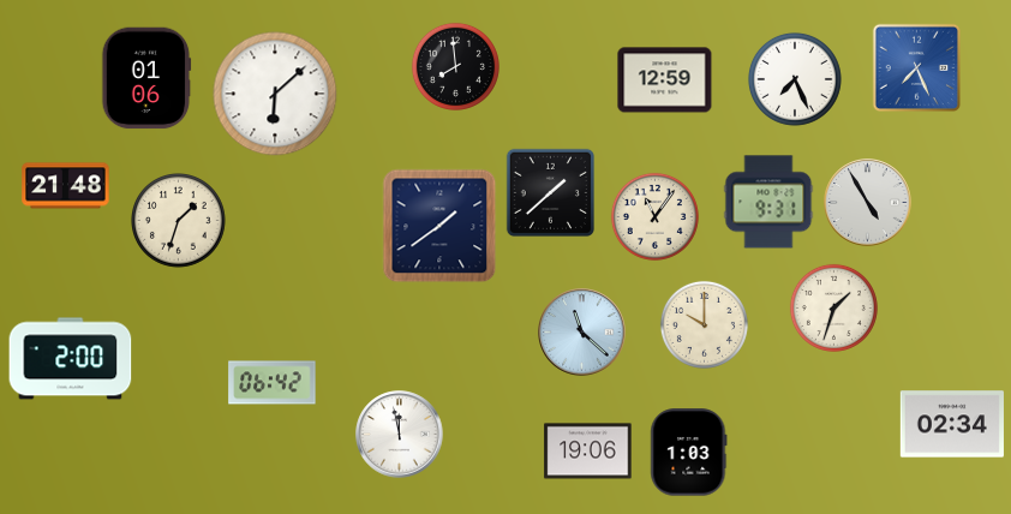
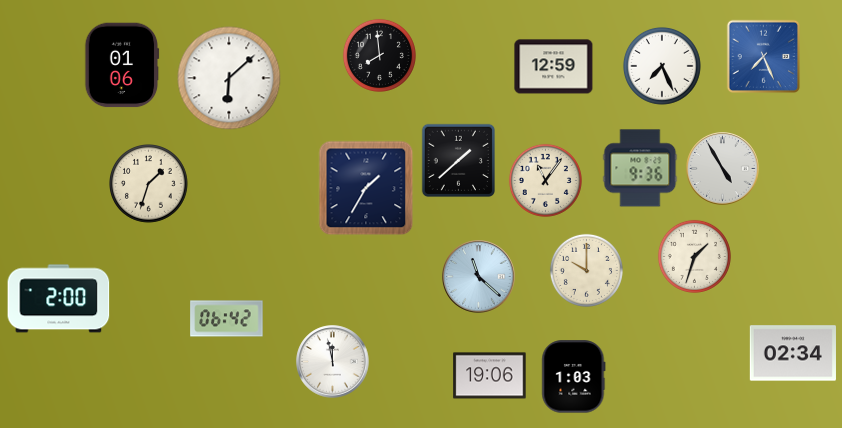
clock at (66, 186): 21:48 -> none
clock at (768, 202): 9:31 -> 9:36
clock at (439, 226): 1:39 -> 1:35
clock at (582, 333) position: (582, 333) -> (479, 277)
